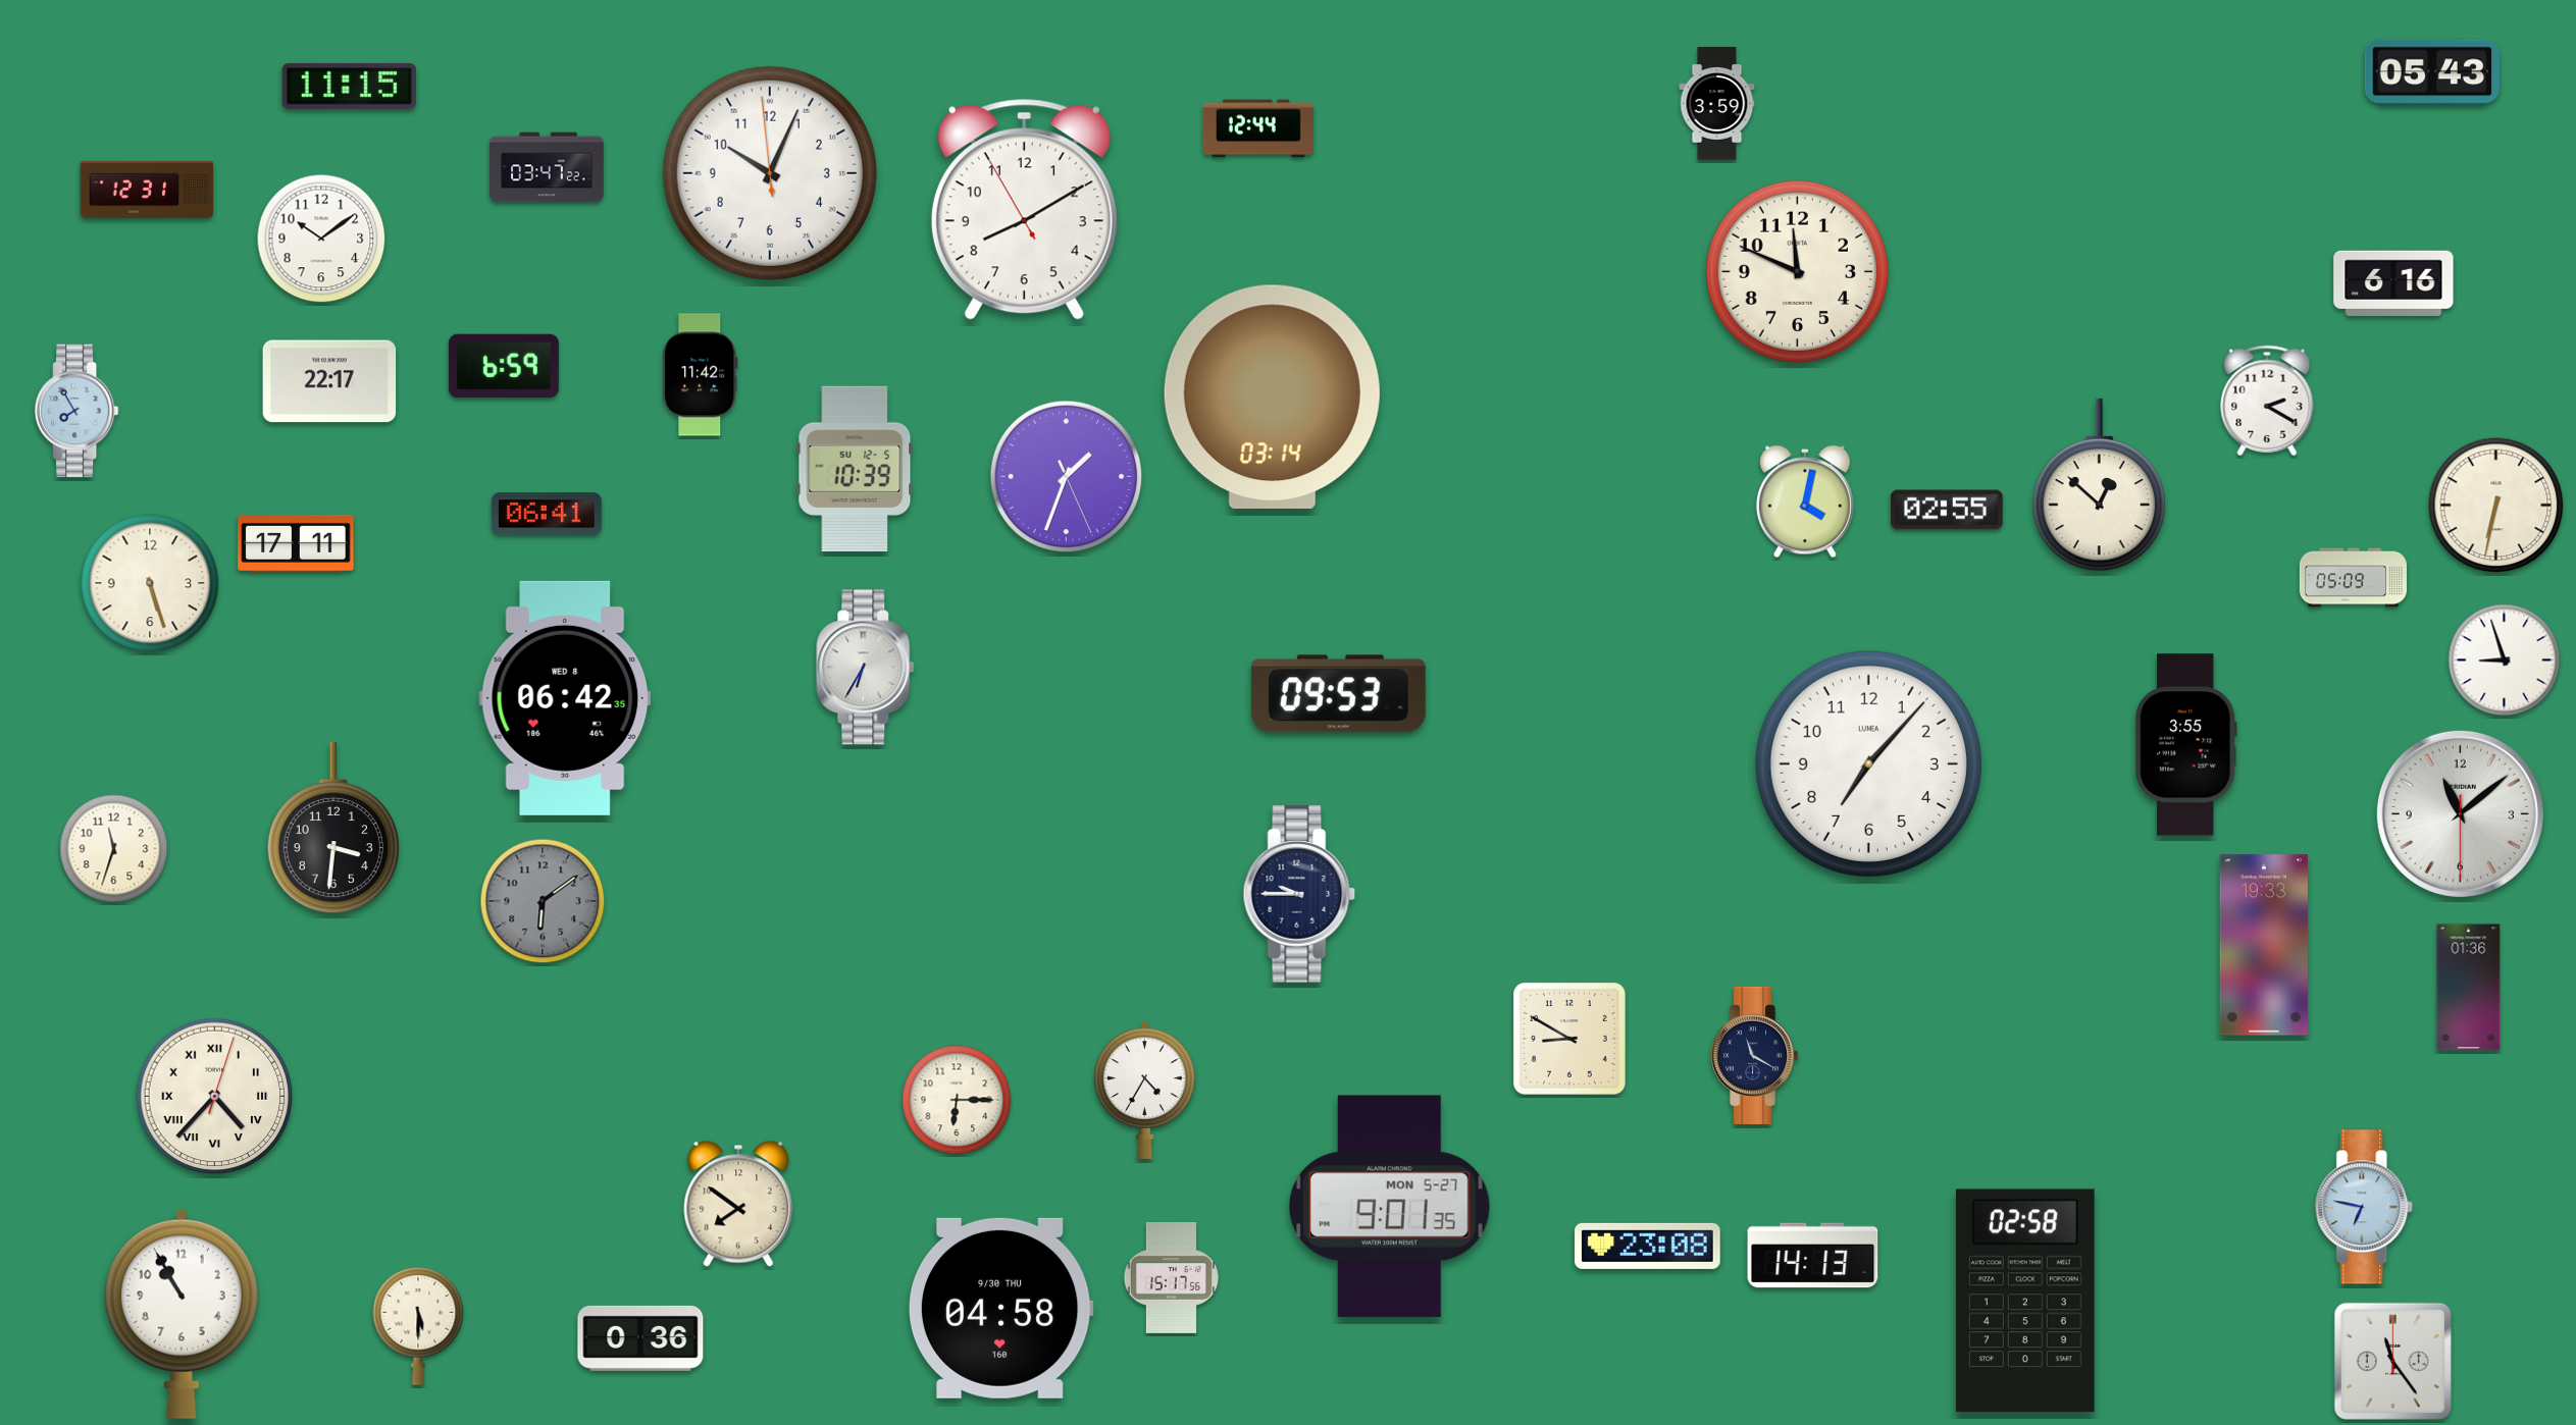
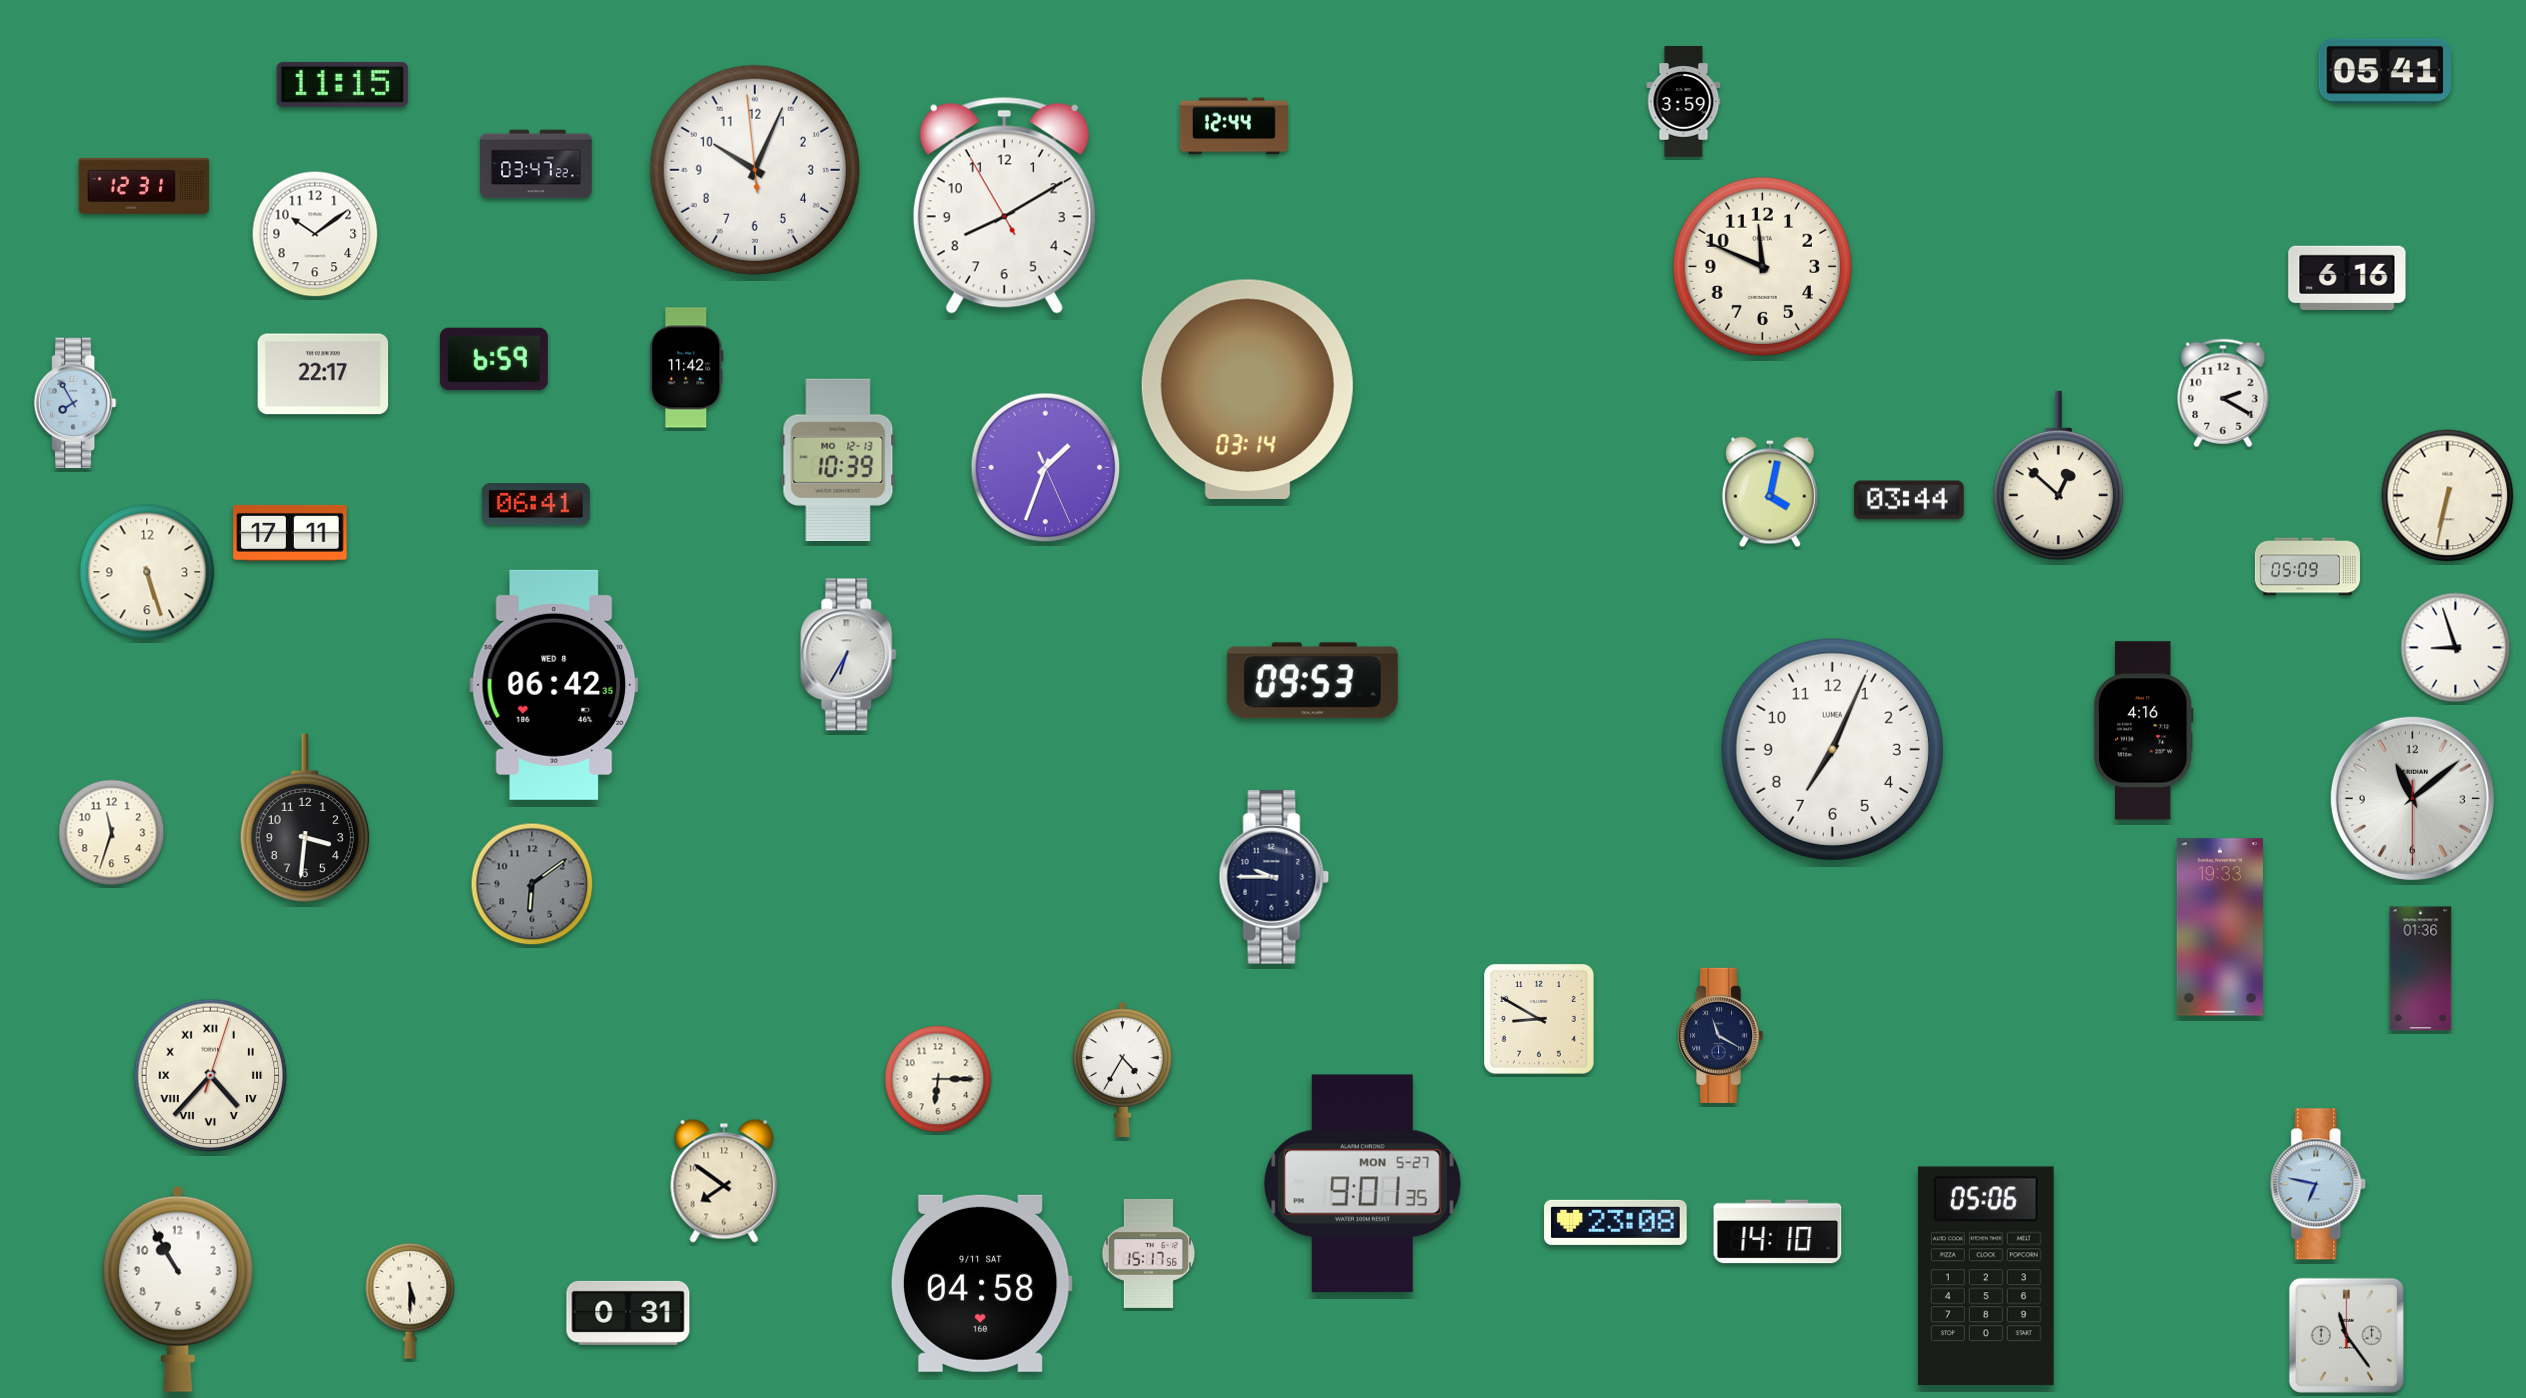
clock at (2431, 72): 05:43 -> 05:41
clock at (855, 468) date: SU 12-5 -> MO 12-13
clock at (1947, 510): 02:55 -> 03:44
clock at (2185, 745): 3:55 -> 4:16
clock at (1868, 763): 7:07 -> 7:04
clock at (333, 828) position: (333, 828) -> (305, 818)
clock at (1813, 1256): 14:13 -> 14:10
clock at (2025, 1301): 02:58 -> 05:06
clock at (1000, 1308) date: 9/30 THU -> 9/11 SAT
clock at (640, 1338): 0:36 -> 0:31
